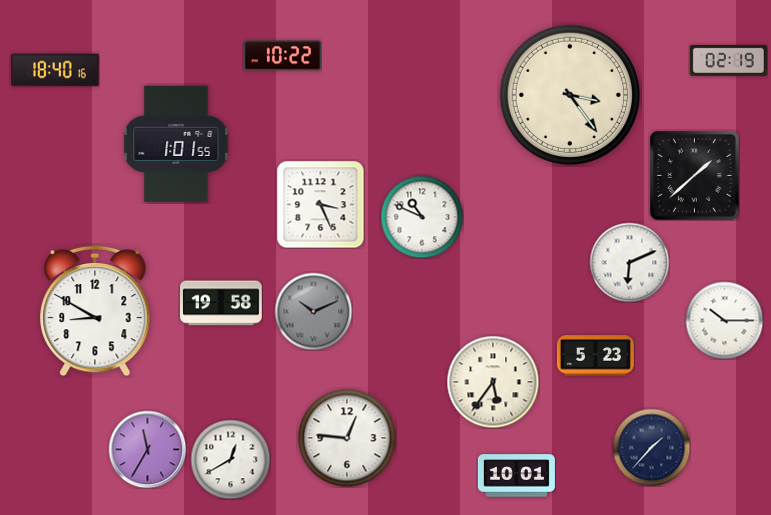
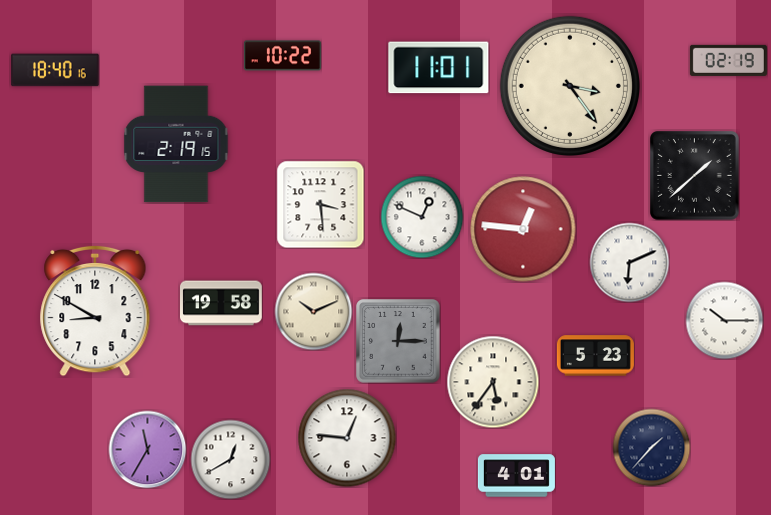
clock at (439, 68): none -> 11:01
clock at (570, 95) position: (570, 95) -> (570, 86)
clock at (176, 144): 1:01 -> 2:19
clock at (320, 204): 3:26 -> 3:29
clock at (422, 217): 10:49 -> 12:49
clock at (523, 229): none -> 12:46
clock at (313, 311) dial: grey -> cream
clock at (398, 341): none -> 12:15
clock at (516, 476): 10:01 -> 4:01
